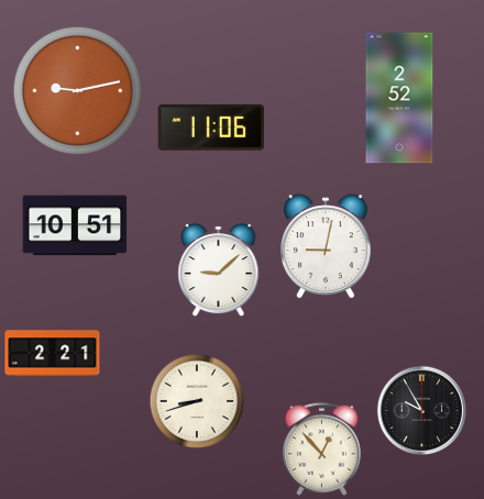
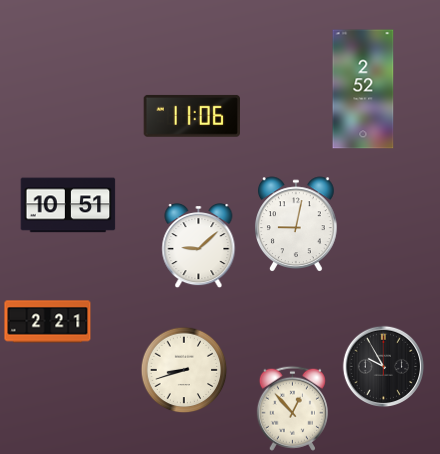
clock at (77, 90): 9:13 -> none
clock at (197, 401) position: (197, 401) -> (184, 370)
clock at (422, 411) position: (422, 411) -> (384, 367)
